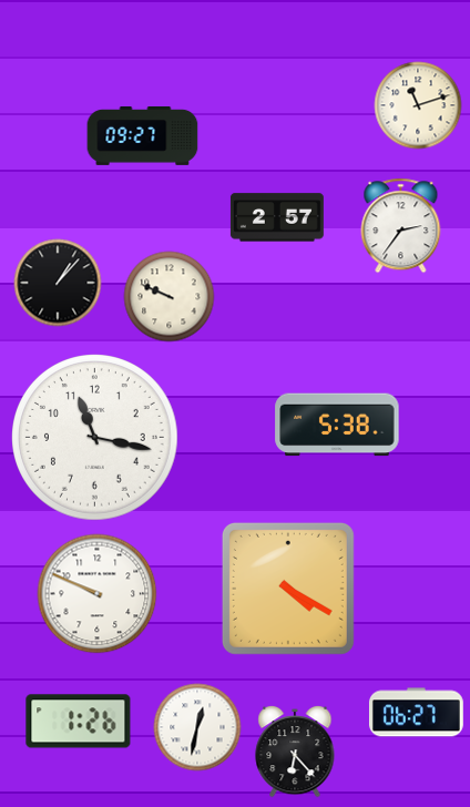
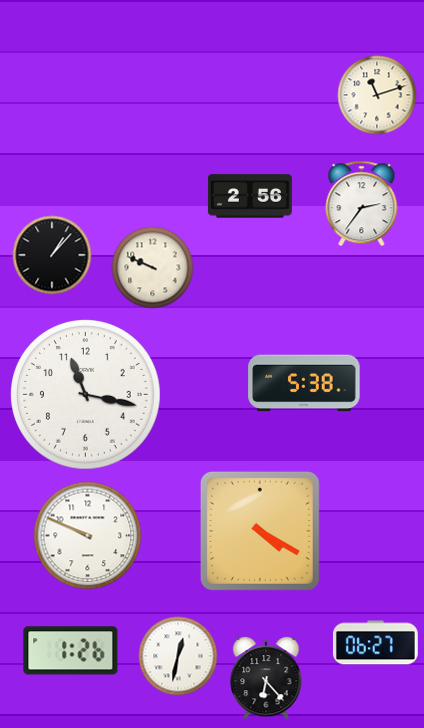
clock at (143, 135): 09:27 -> none
clock at (277, 217): 2:57 -> 2:56
